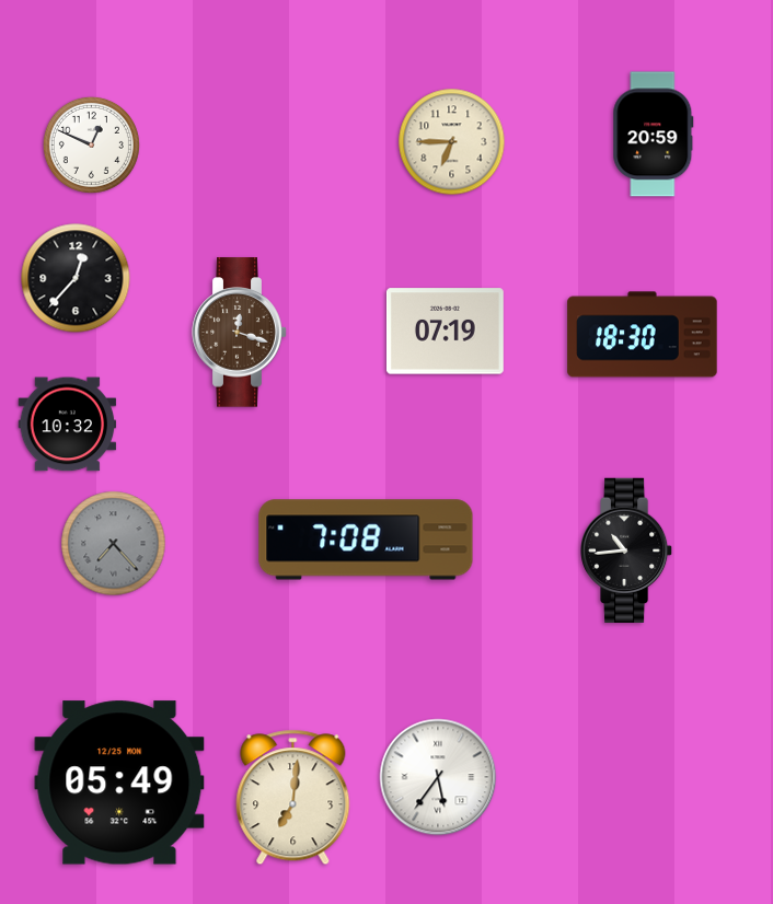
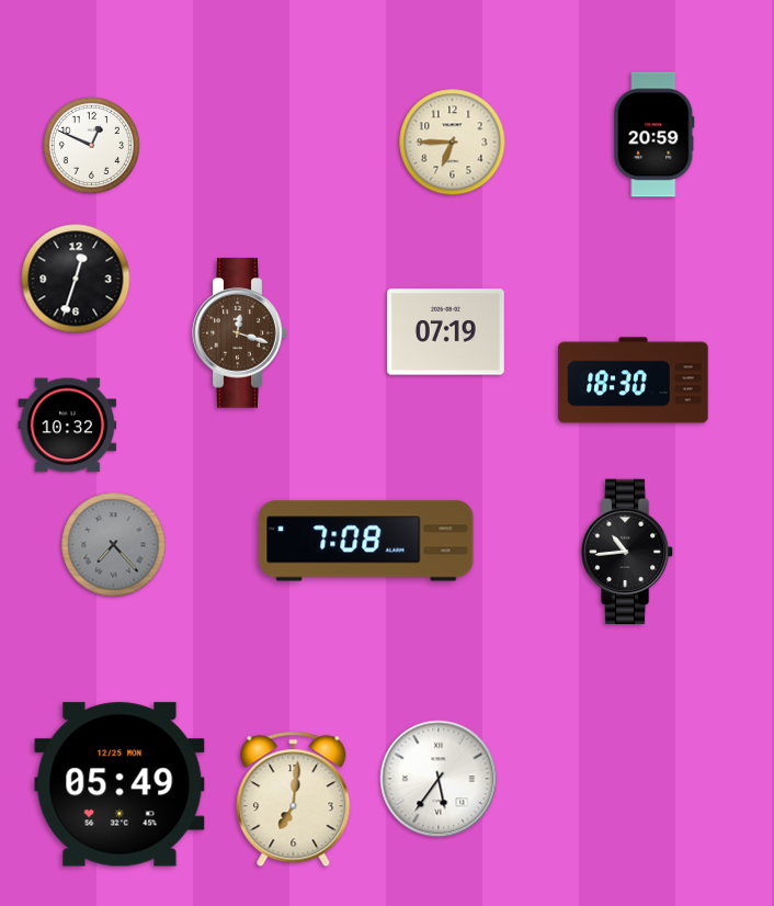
clock at (76, 278): 12:37 -> 12:33
clock at (643, 335) position: (643, 335) -> (634, 381)
